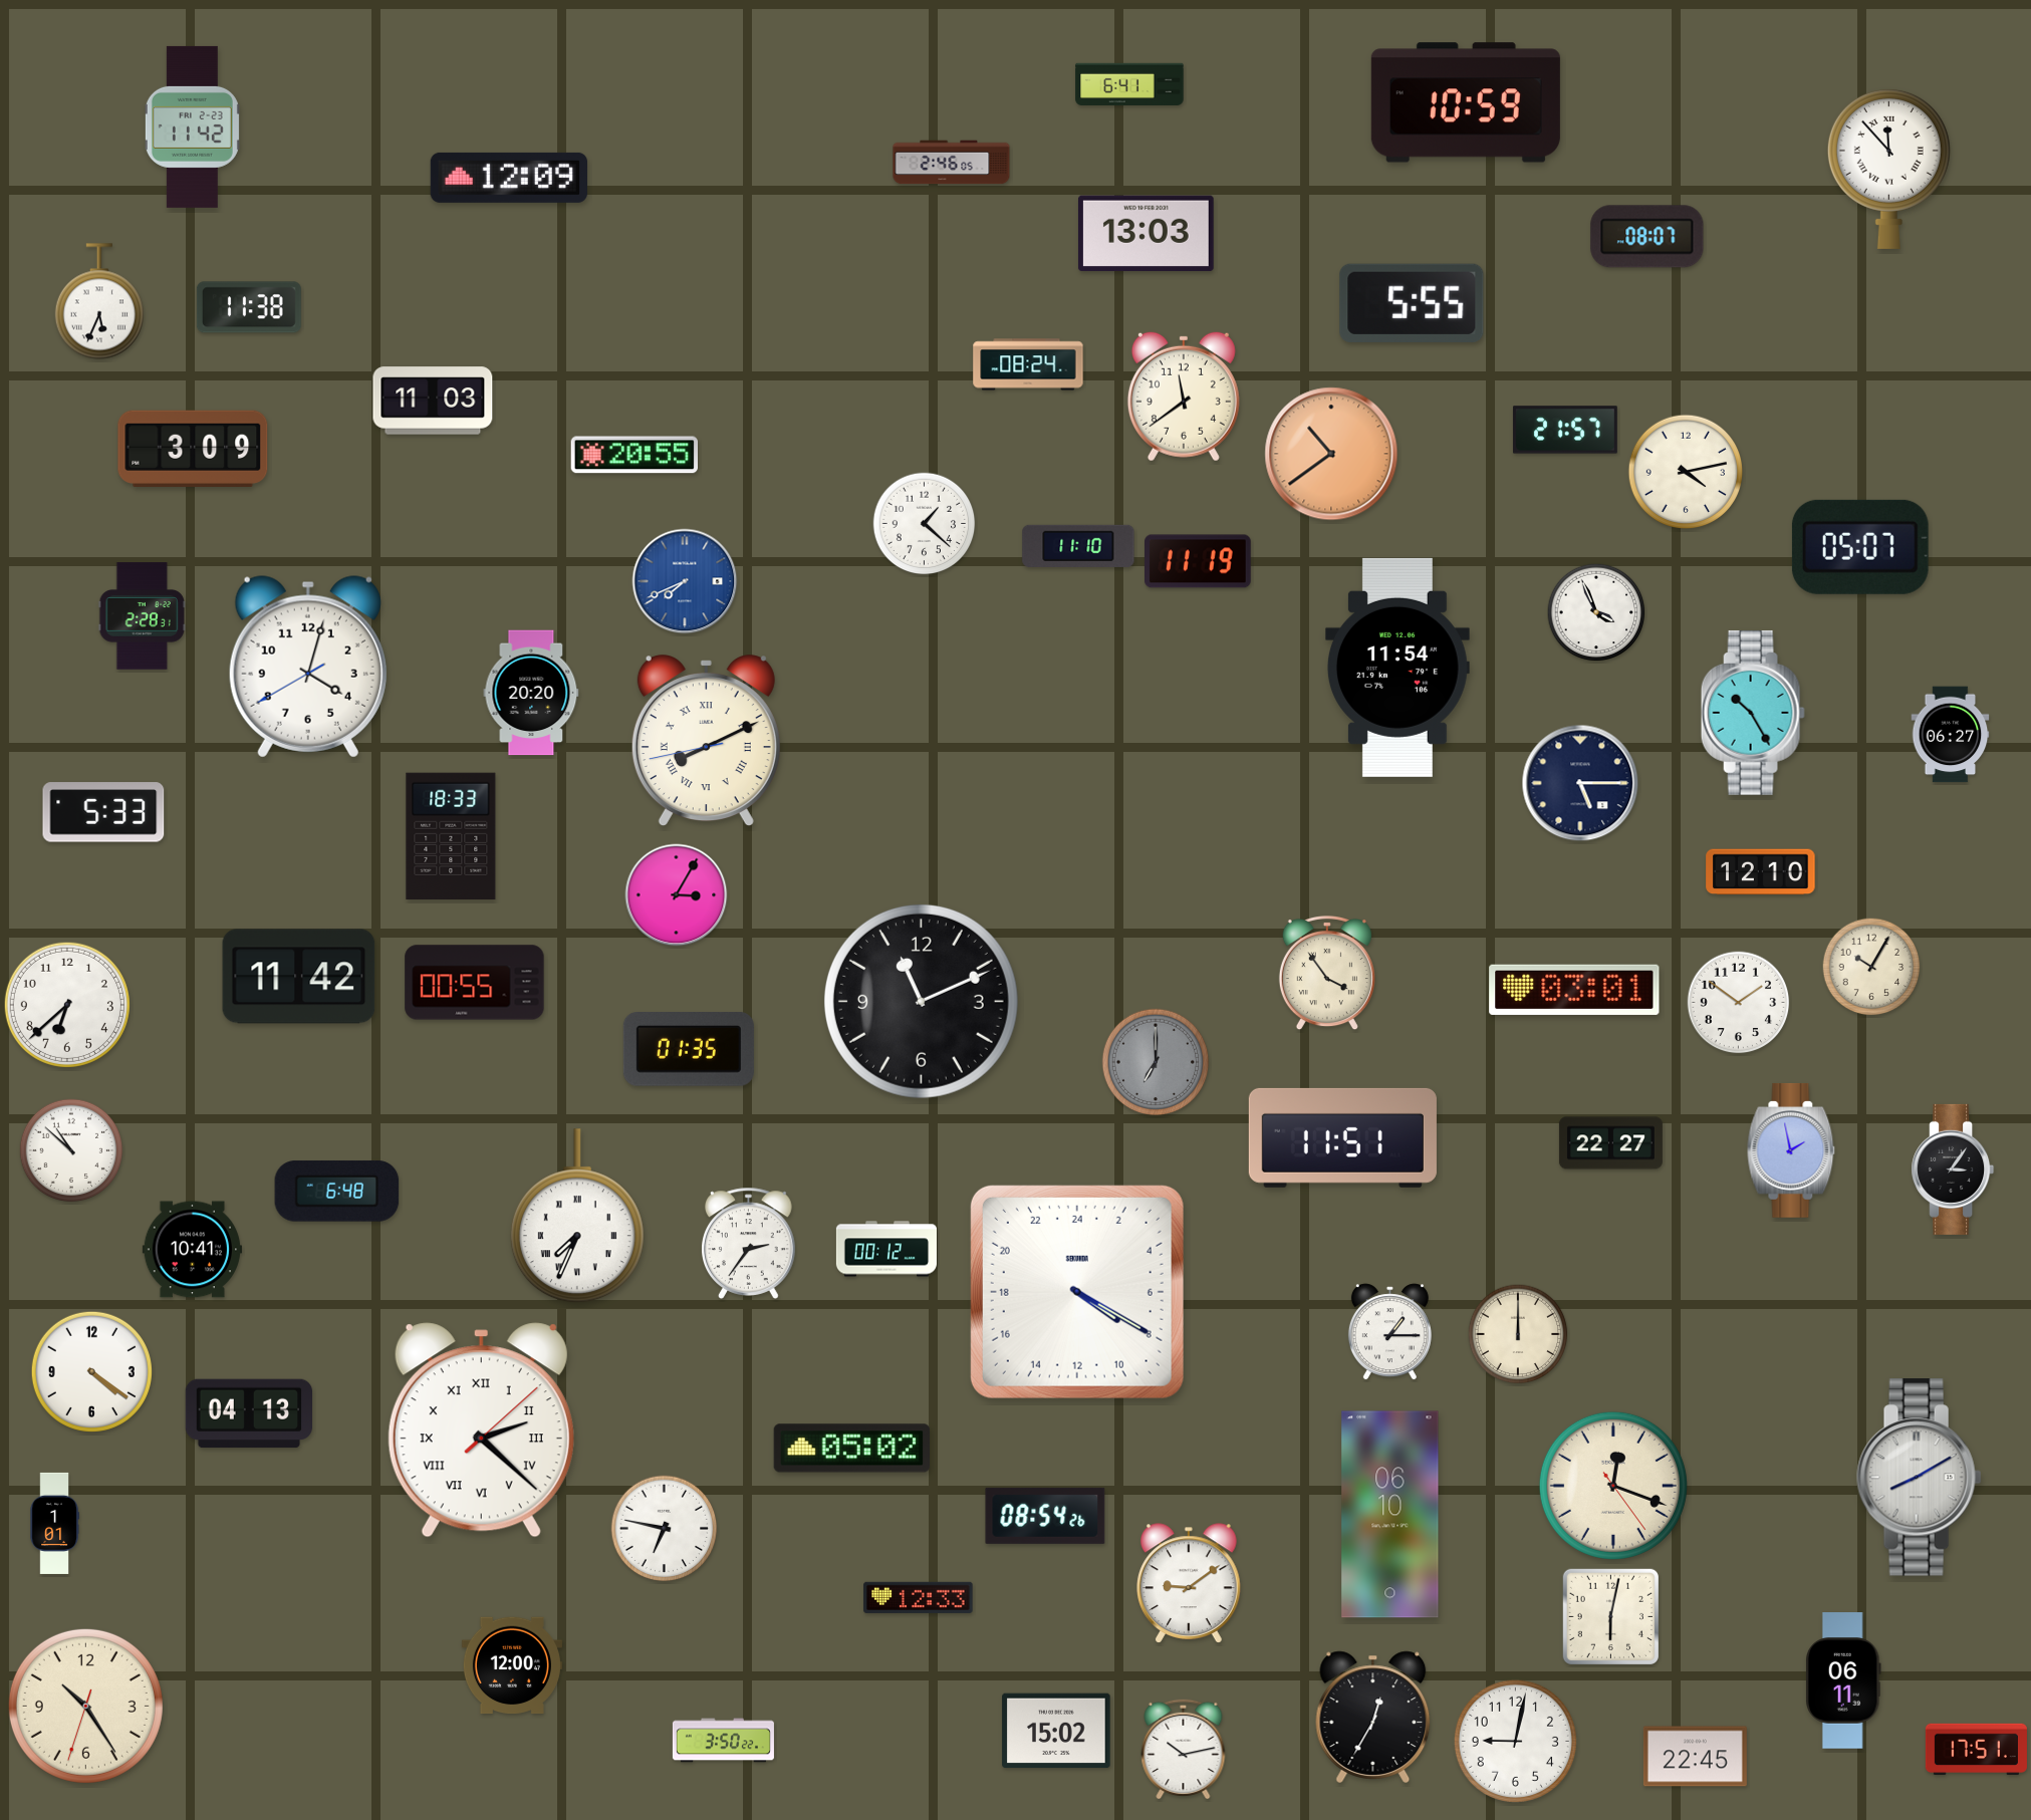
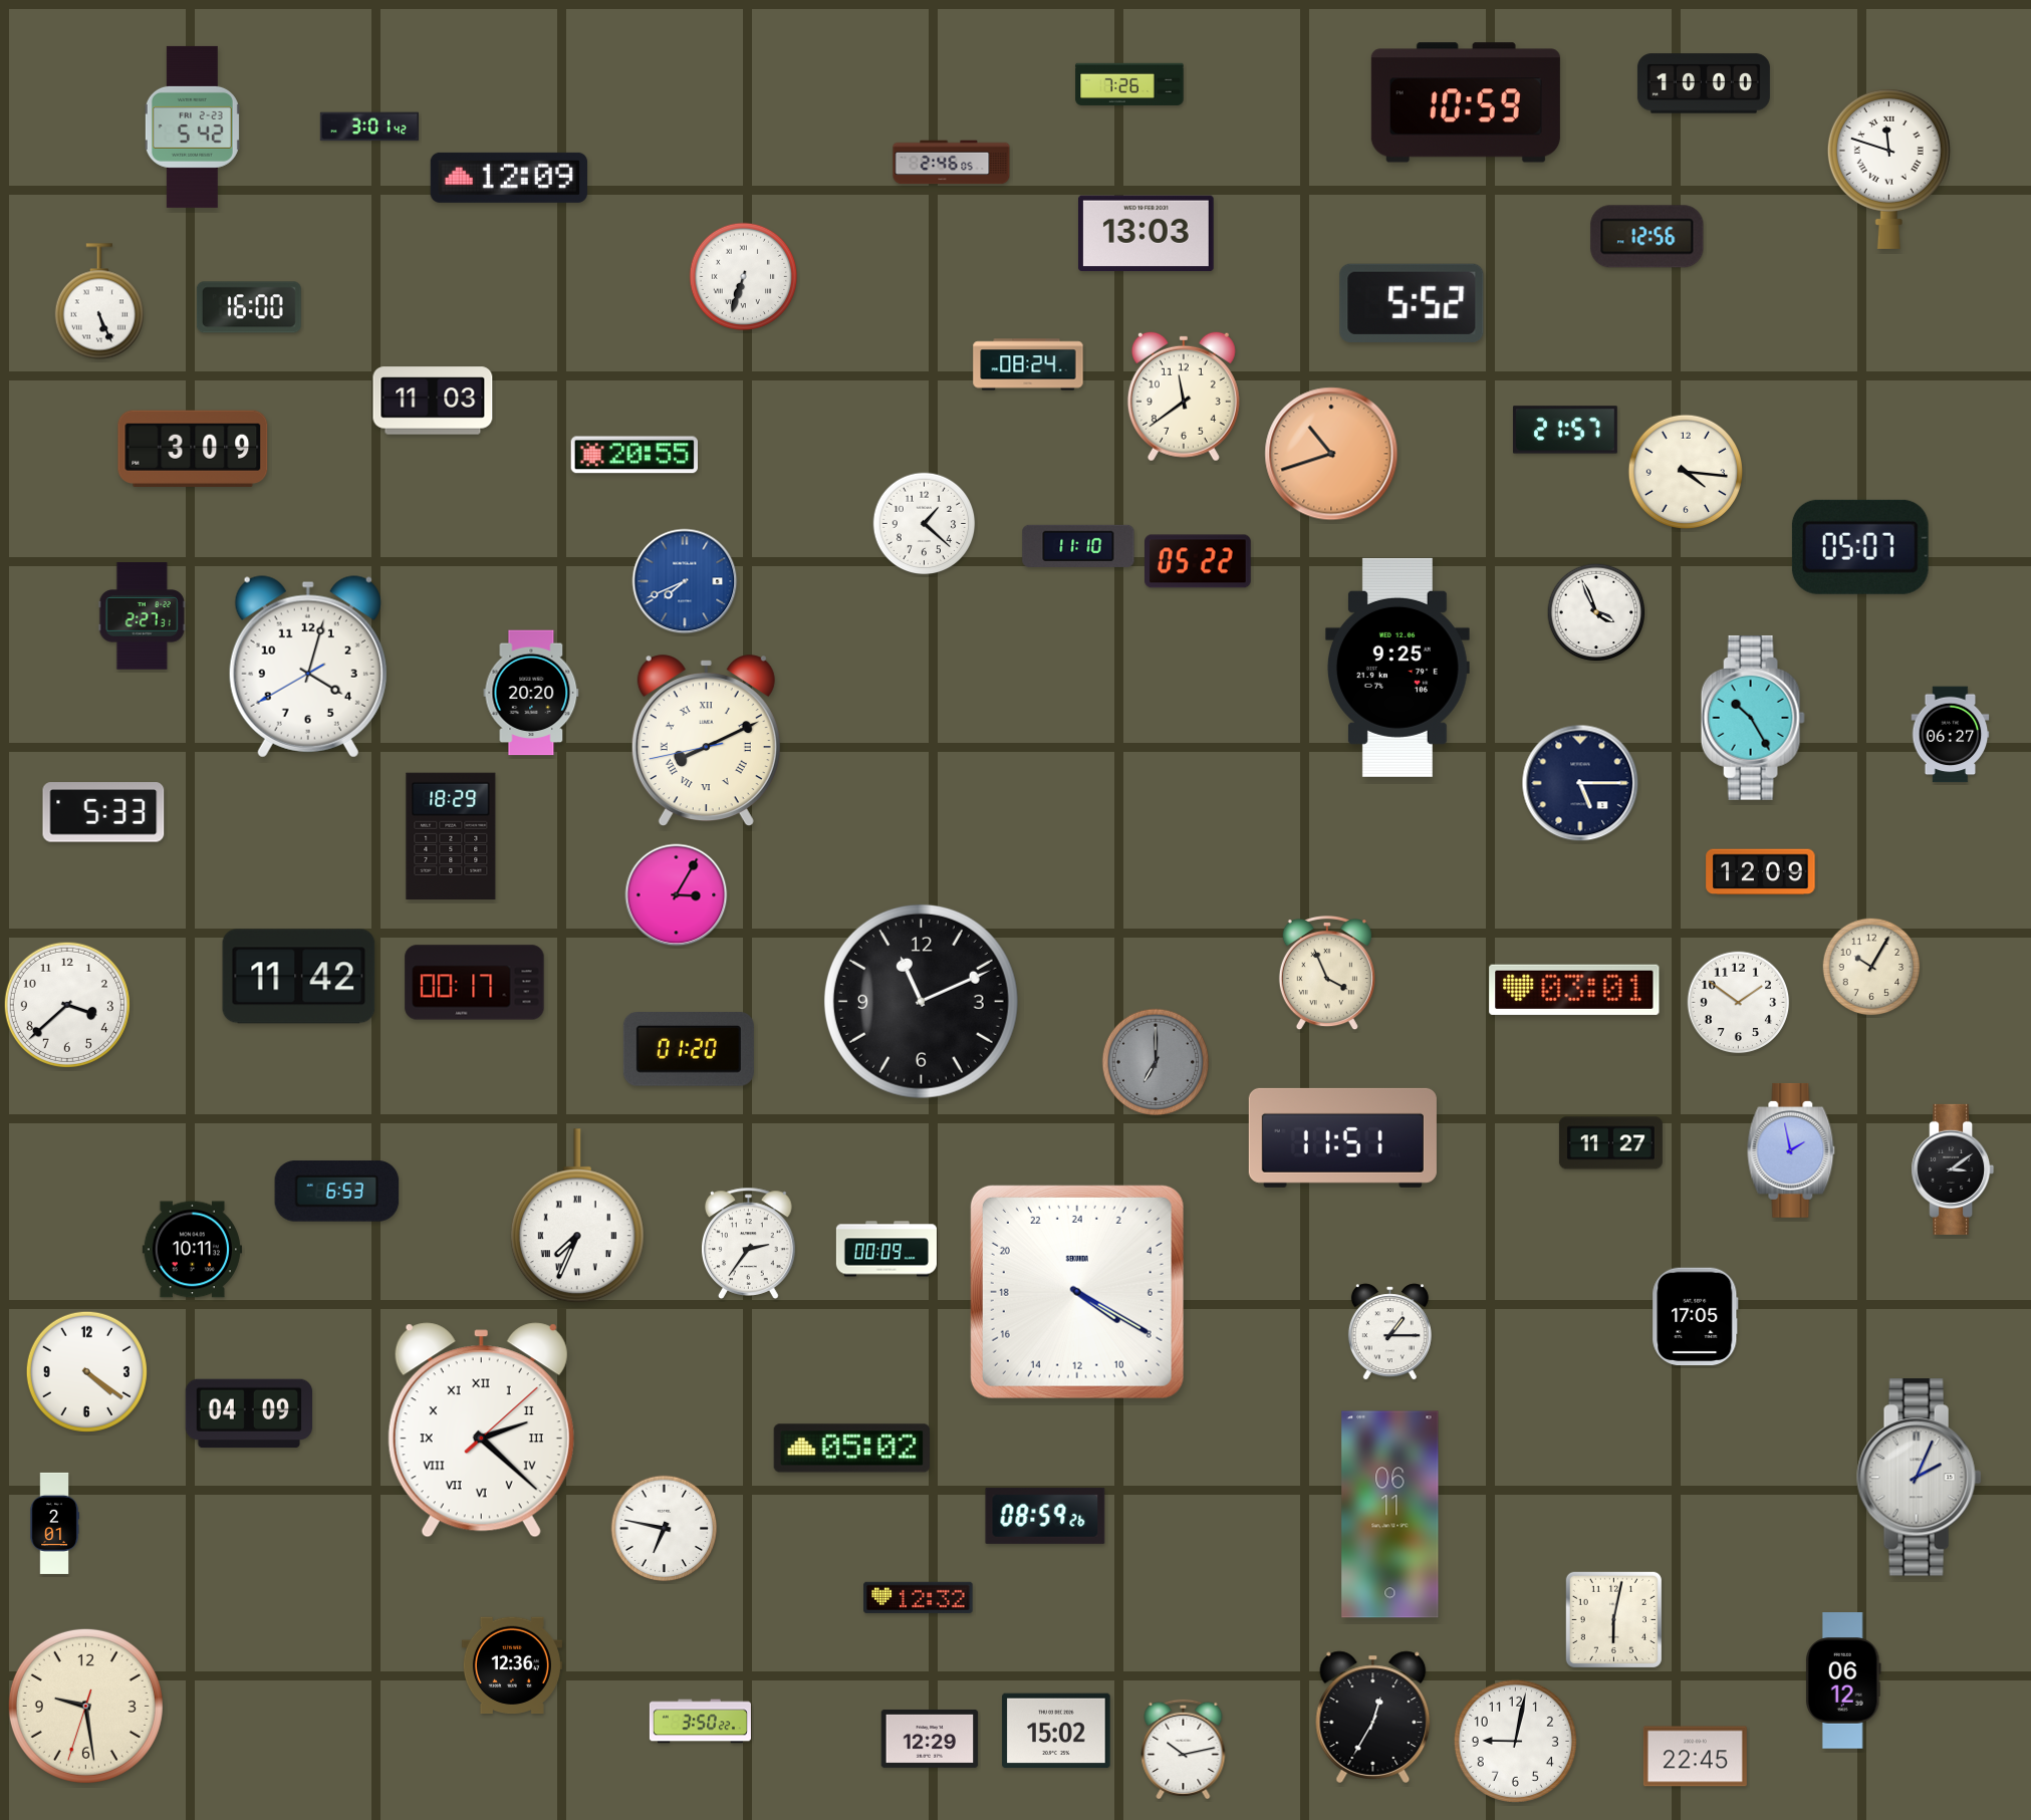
clock at (1129, 83): 6:41 -> 7:26
clock at (1704, 83): none -> 10:00
clock at (192, 126): 11:42 -> 5:42
clock at (369, 126): none -> 3:01
clock at (1888, 169): 11:53 -> 11:48
clock at (1647, 237): 08:07 -> 12:56
clock at (744, 277): none -> 6:33
clock at (99, 301): 5:34 -> 5:26
clock at (1412, 303): 5:55 -> 5:52
clock at (249, 307): 11:38 -> 16:00
clock at (1331, 454): 10:39 -> 10:42
clock at (1685, 471): 4:13 -> 4:16
clock at (1199, 561): 11:19 -> 05:22
clock at (142, 616): 2:28 -> 2:27
clock at (1398, 668): 11:54 -> 9:25
clock at (1753, 713) position: (1753, 713) -> (1753, 718)
clock at (451, 835): 18:33 -> 18:29
clock at (1761, 872): 12:10 -> 12:09
clock at (1327, 973): 3:54 -> 3:56
clock at (475, 983): 00:55 -> 00:17
clock at (67, 1005): 6:38 -> 3:38
clock at (689, 1050): 01:35 -> 01:20
clock at (1610, 1143): 22:27 -> 11:27
clock at (71, 1150): 10:52 -> none
clock at (1953, 1169): 3:06 -> 3:09
clock at (337, 1192): 6:48 -> 6:53
clock at (886, 1249): 00:12 -> 00:09
clock at (192, 1250): 10:41 -> 10:11
clock at (1696, 1317): none -> 17:05
clock at (1518, 1334): 12:00 -> none
clock at (91, 1371) position: (91, 1371) -> (86, 1371)
clock at (249, 1413): 04:13 -> 04:09
clock at (1920, 1478): 8:10 -> 2:04
clock at (1613, 1486): 12:18 -> none
clock at (1390, 1515): 06:10 -> 06:11
clock at (1045, 1516): 08:54 -> 08:59
clock at (54, 1523): 1:01 -> 2:01
clock at (1190, 1583): 9:09 -> none
clock at (919, 1597): 12:33 -> 12:32
clock at (1610, 1616) position: (1610, 1616) -> (1613, 1619)
clock at (512, 1665): 12:00 -> 12:36
clock at (1844, 1680): 06:11 -> 06:12
clock at (85, 1706): 10:24 -> 9:28
clock at (930, 1739): none -> 12:29
clock at (723, 1741) position: (723, 1741) -> (700, 1722)
clock at (1976, 1749): 17:51 -> none
